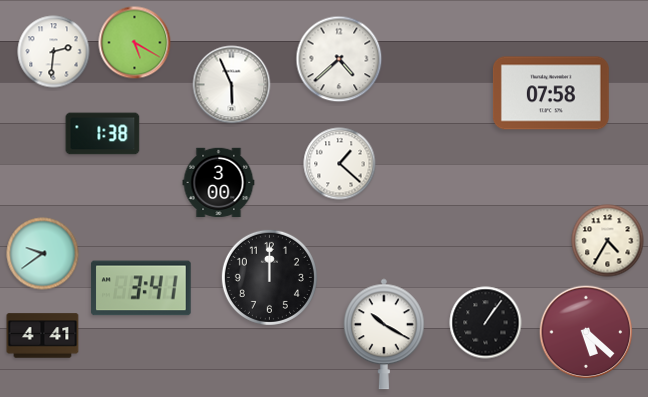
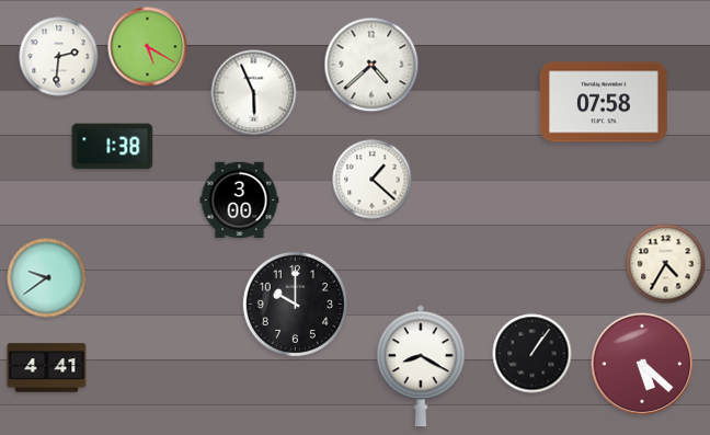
clock at (269, 277): 12:00 -> 10:00
clock at (141, 288): 3:41 -> none
clock at (385, 334): 10:20 -> 8:20
